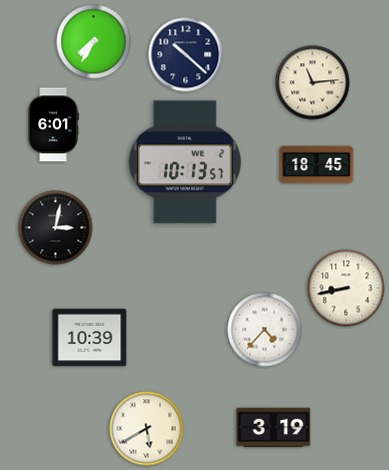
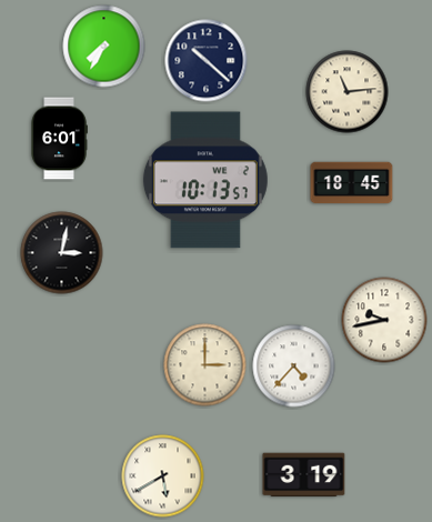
clock at (346, 288): 8:43 -> 9:43
clock at (205, 365): none -> 3:00
clock at (90, 338): 10:39 -> none
